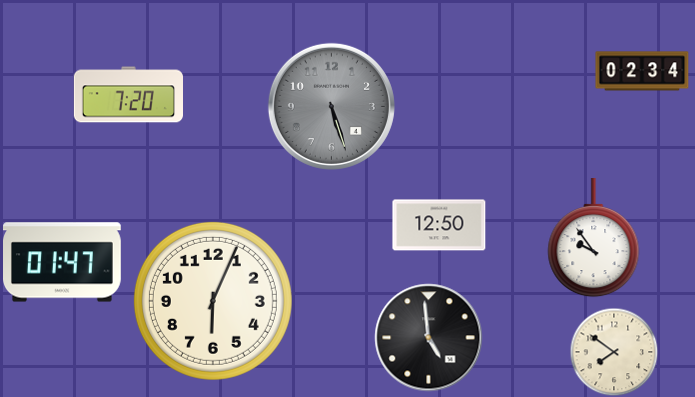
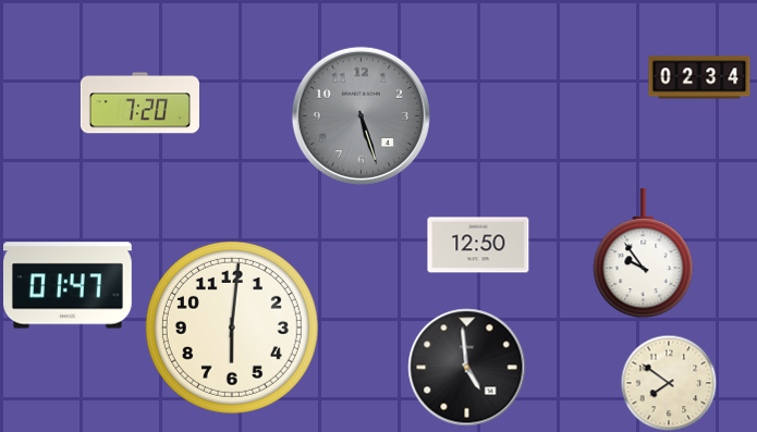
clock at (594, 239) position: (594, 239) -> (644, 255)
clock at (213, 301): 6:04 -> 6:01
